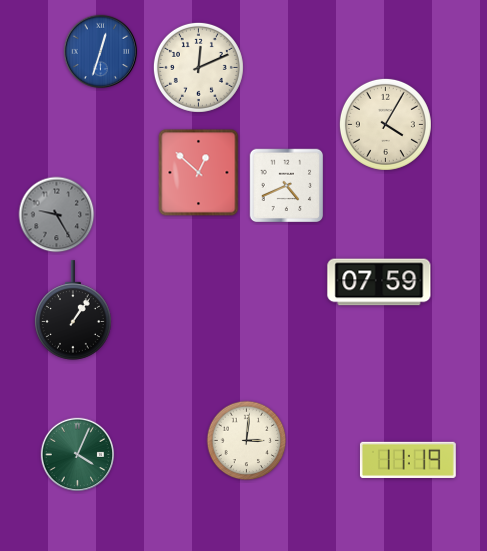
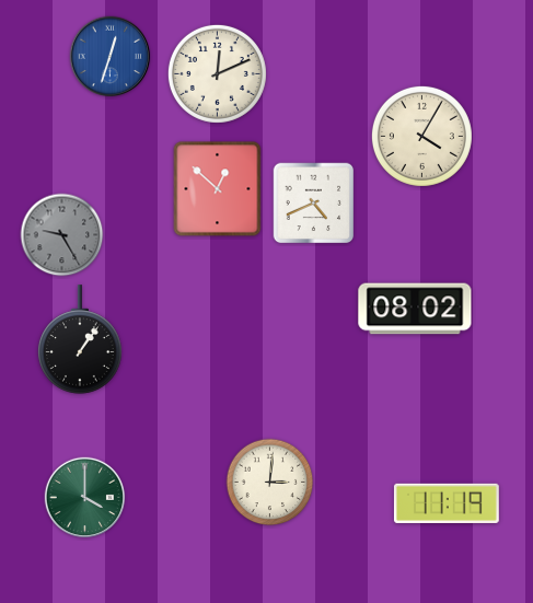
clock at (379, 282): 07:59 -> 08:02
clock at (78, 455): 4:04 -> 4:00
